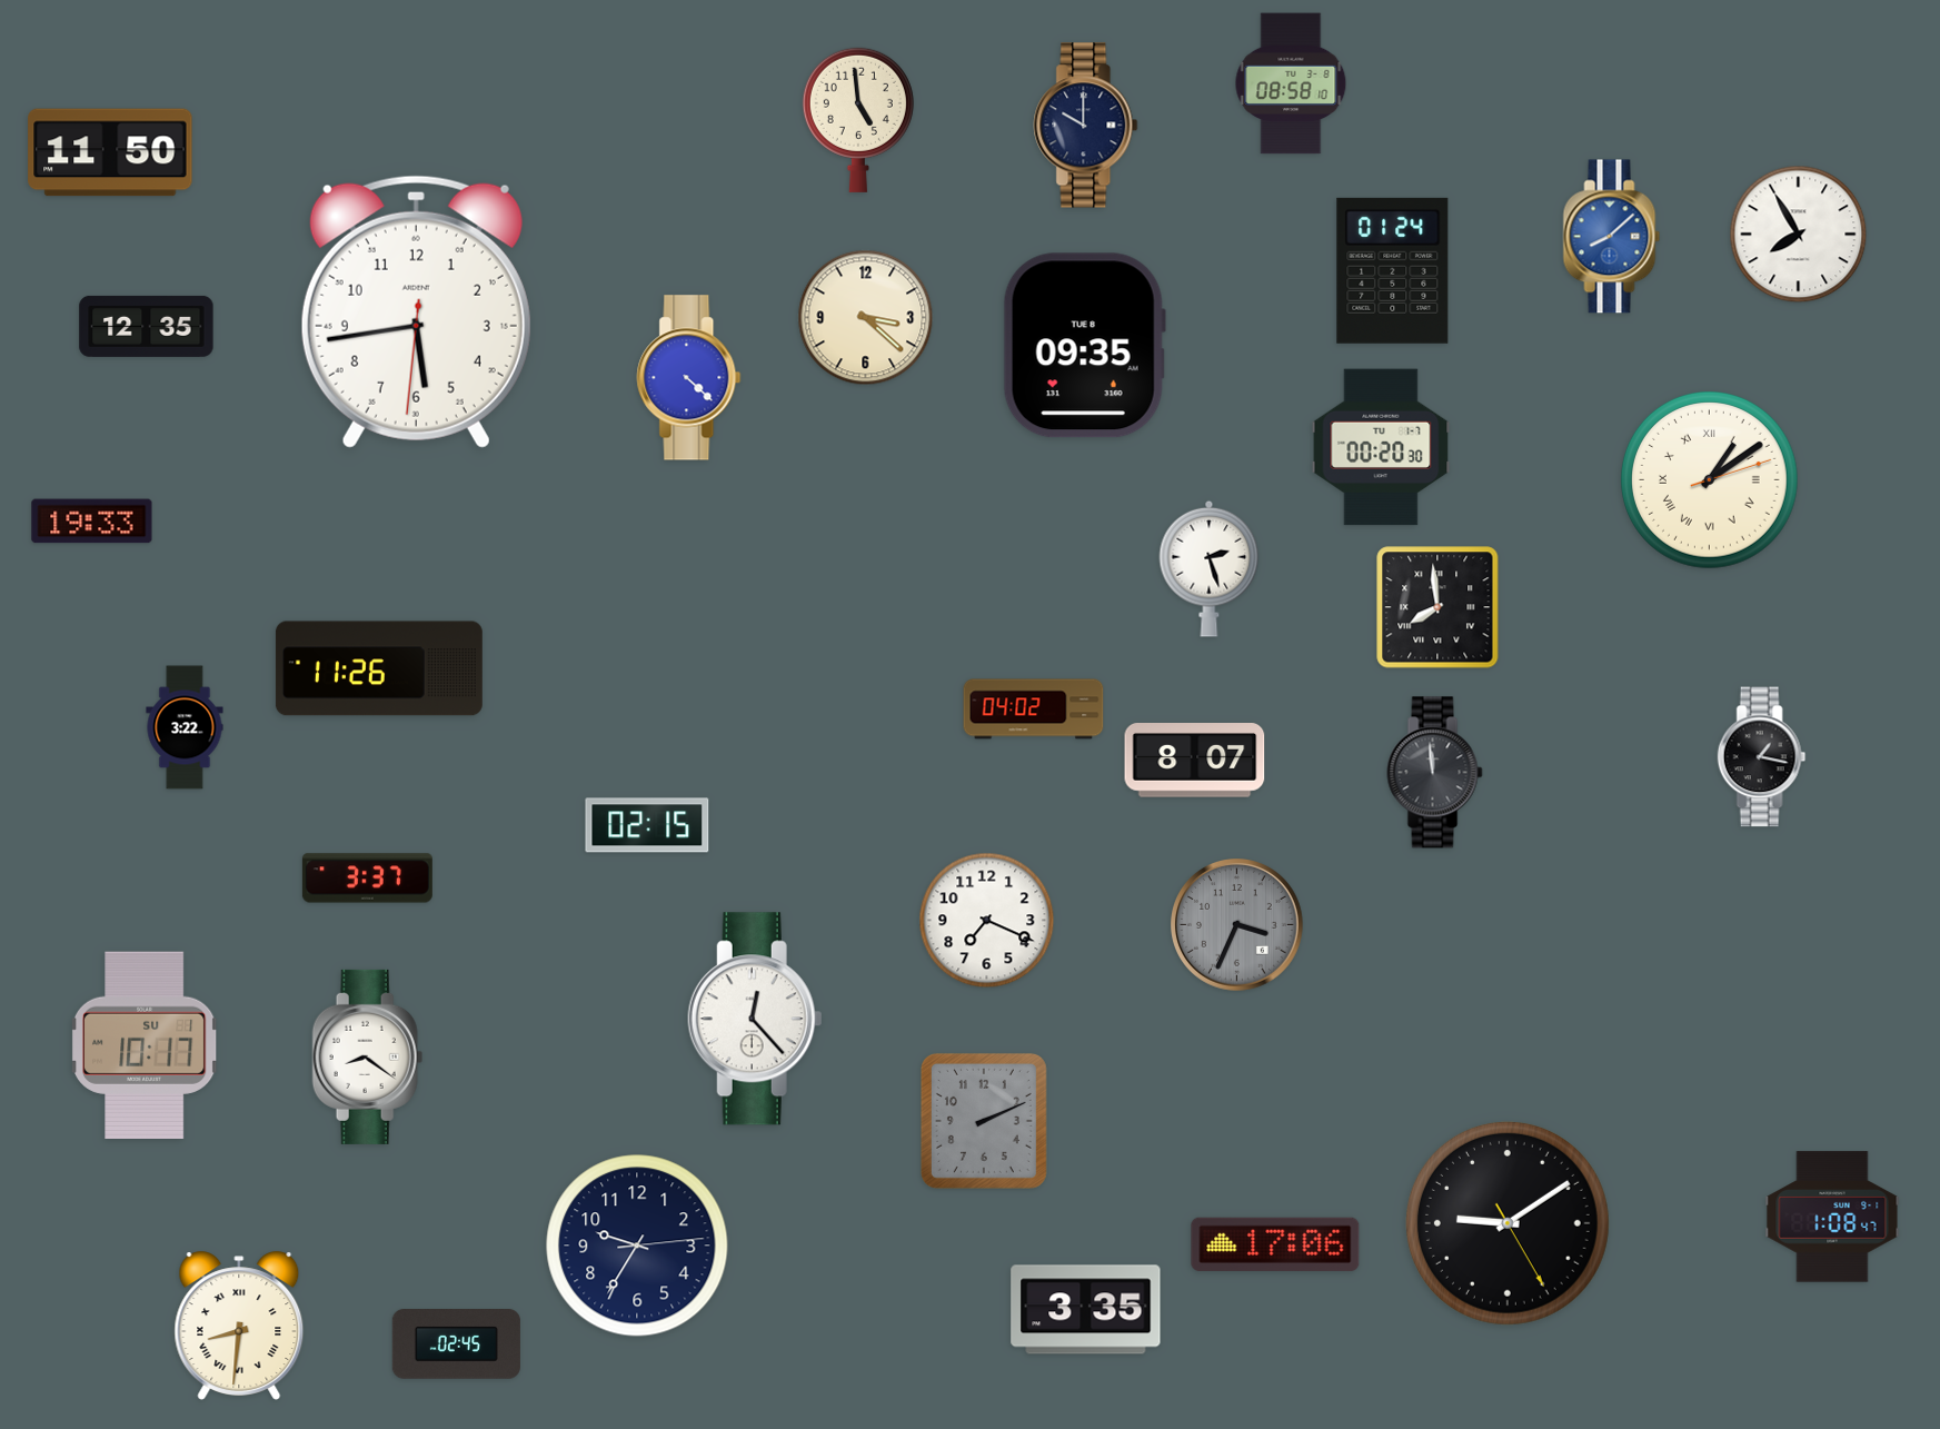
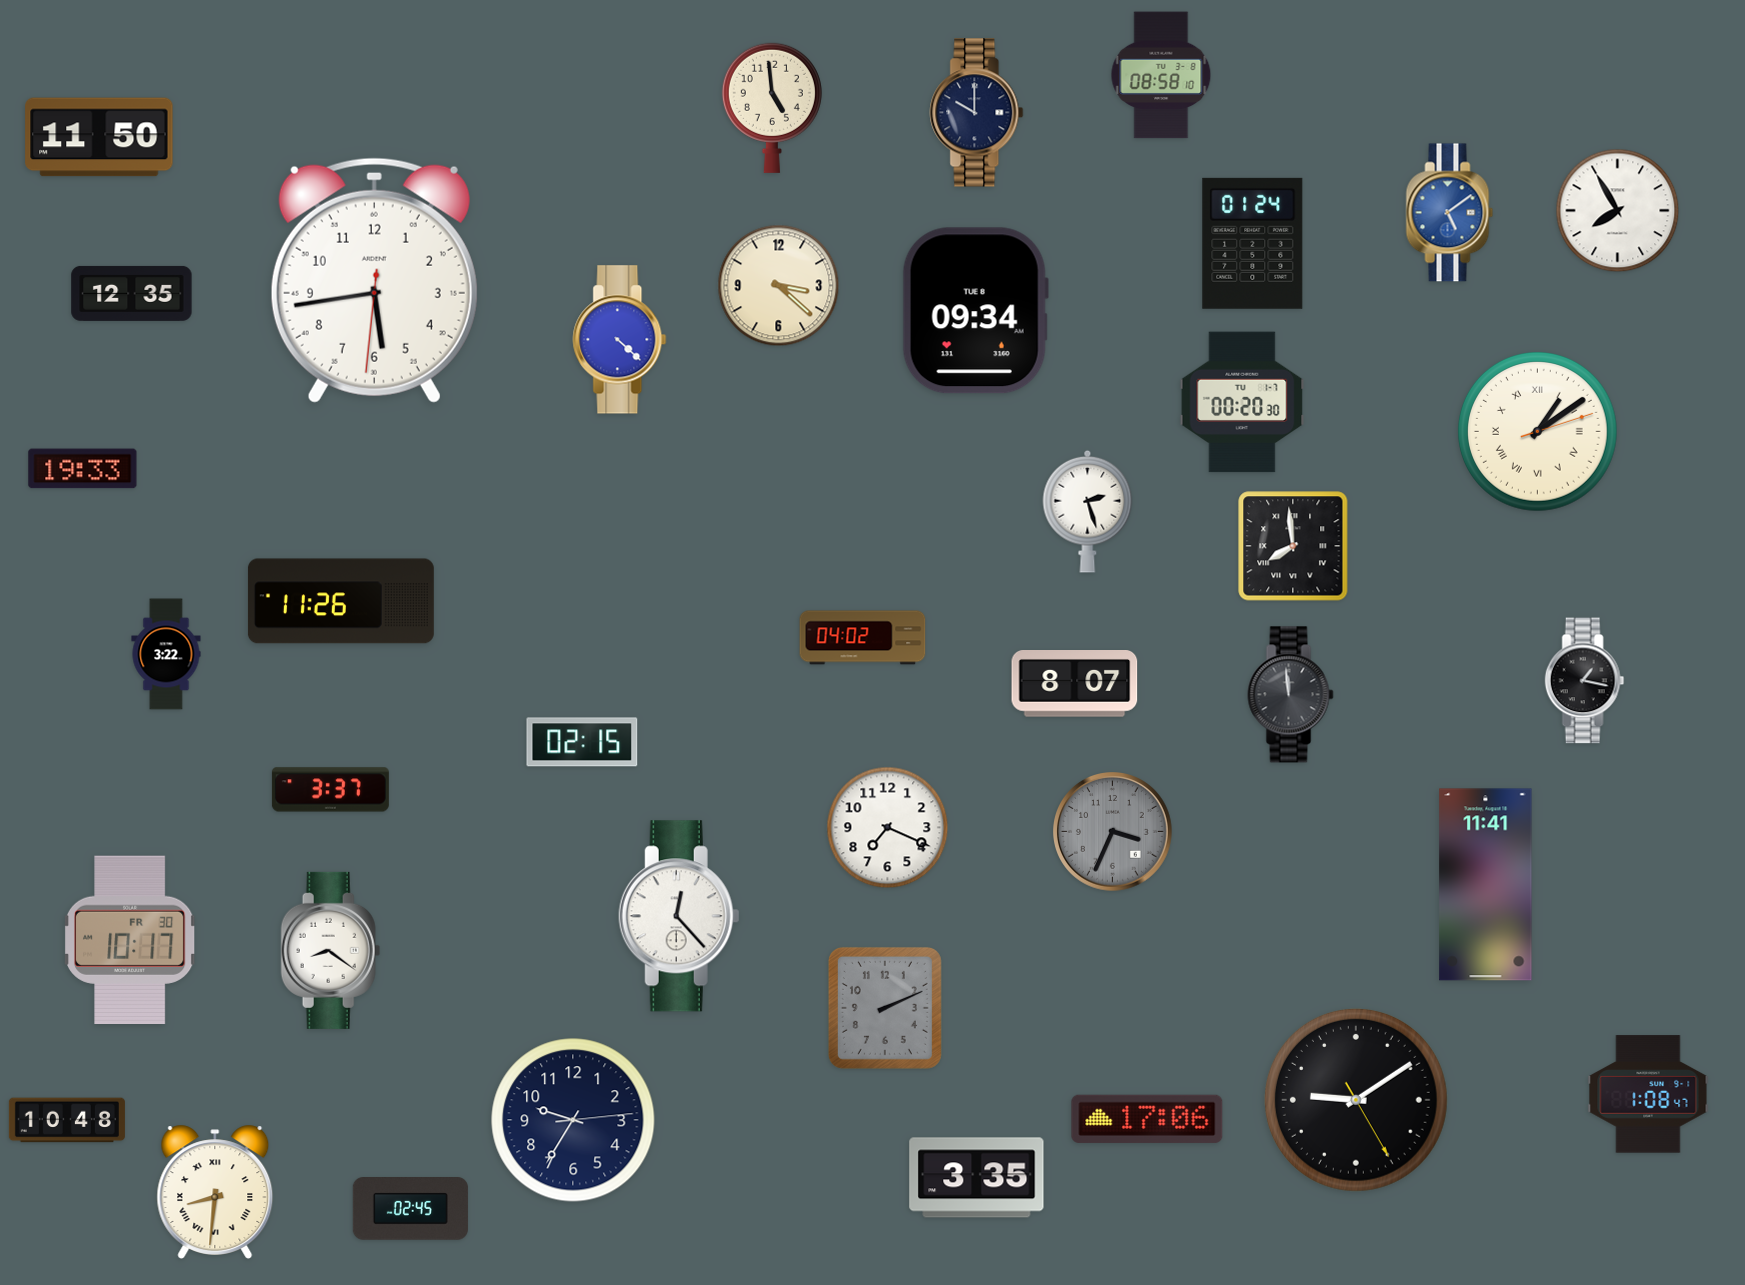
clock at (1612, 237): 8:08 -> 5:09
clock at (1084, 346): 09:35 -> 09:34
clock at (1034, 709) position: (1034, 709) -> (863, 638)
clock at (1486, 885): none -> 11:41
clock at (145, 1044) date: SU 1 -> FR 30
clock at (67, 1120): none -> 10:48
